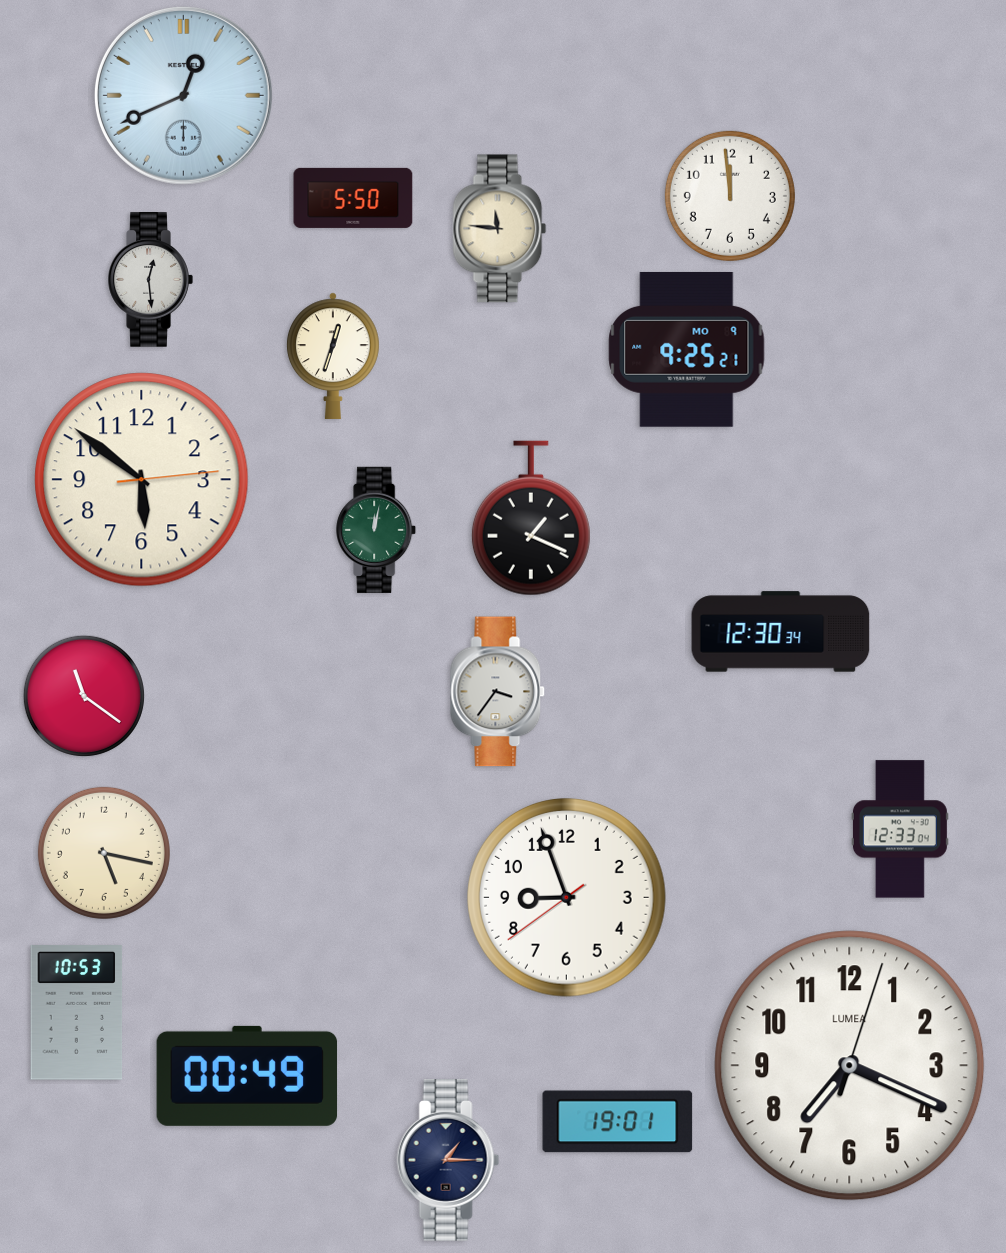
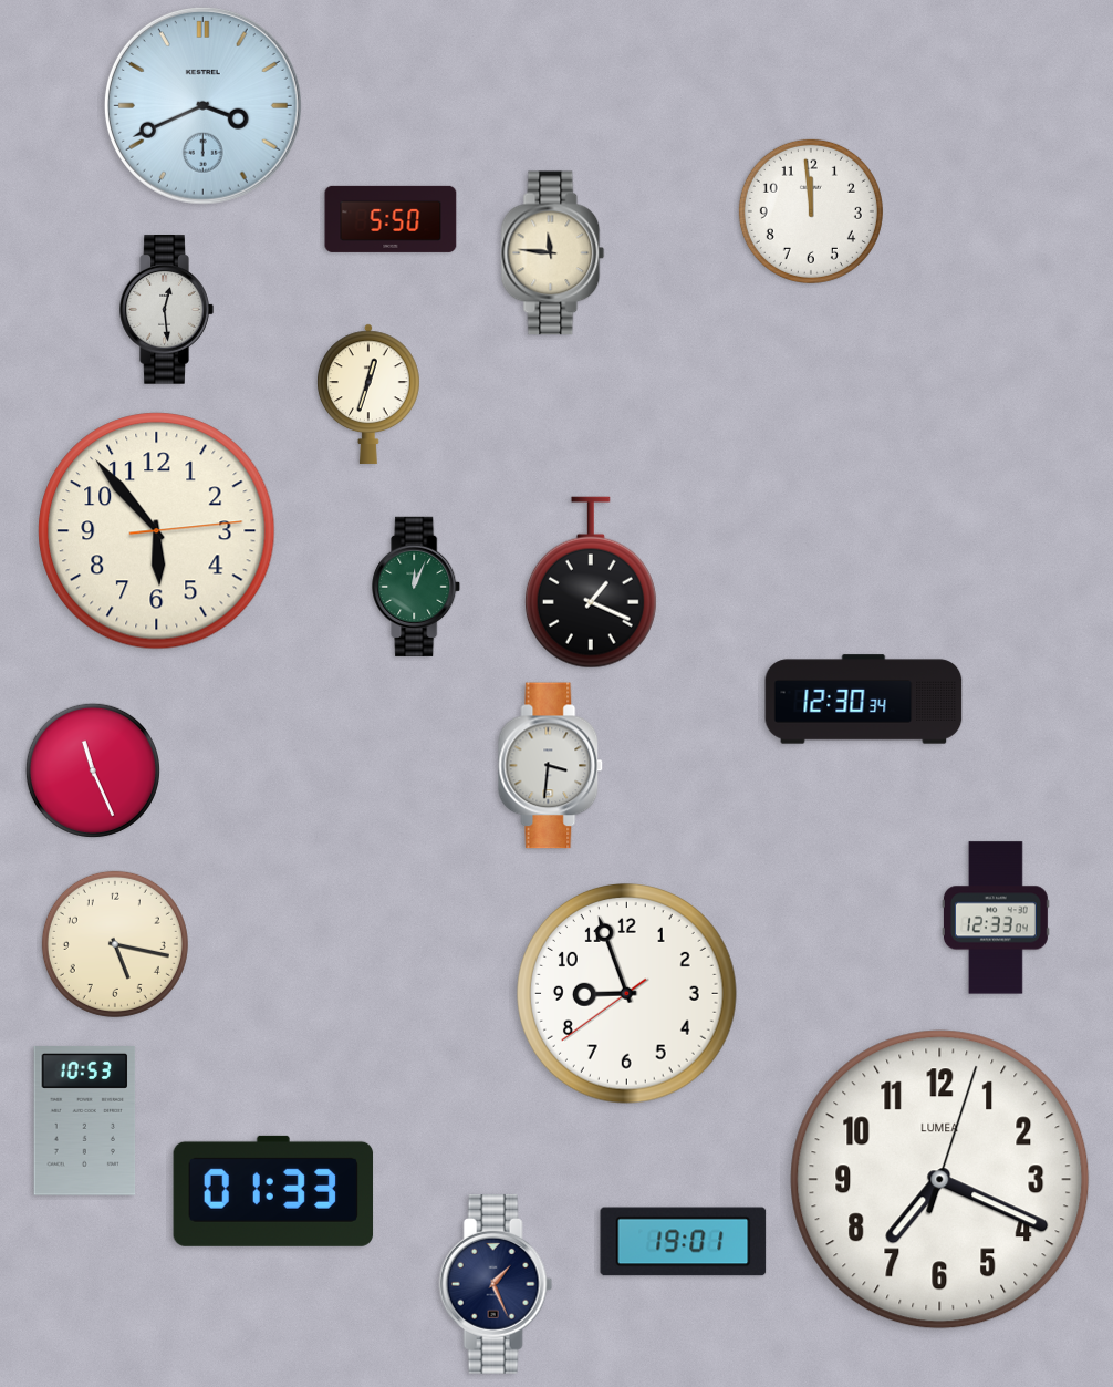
clock at (183, 95): 12:41 -> 3:41
clock at (730, 196) position: (730, 196) -> (811, 211)
clock at (687, 349): 9:25 -> none
clock at (142, 480): 5:51 -> 5:53
clock at (531, 518) position: (531, 518) -> (591, 582)
clock at (377, 530): 12:02 -> 12:04
clock at (498, 692): 3:36 -> 3:31
clock at (84, 696): 11:21 -> 11:26
clock at (247, 1076): 00:49 -> 01:33
clock at (448, 1160): 1:15 -> 1:26
